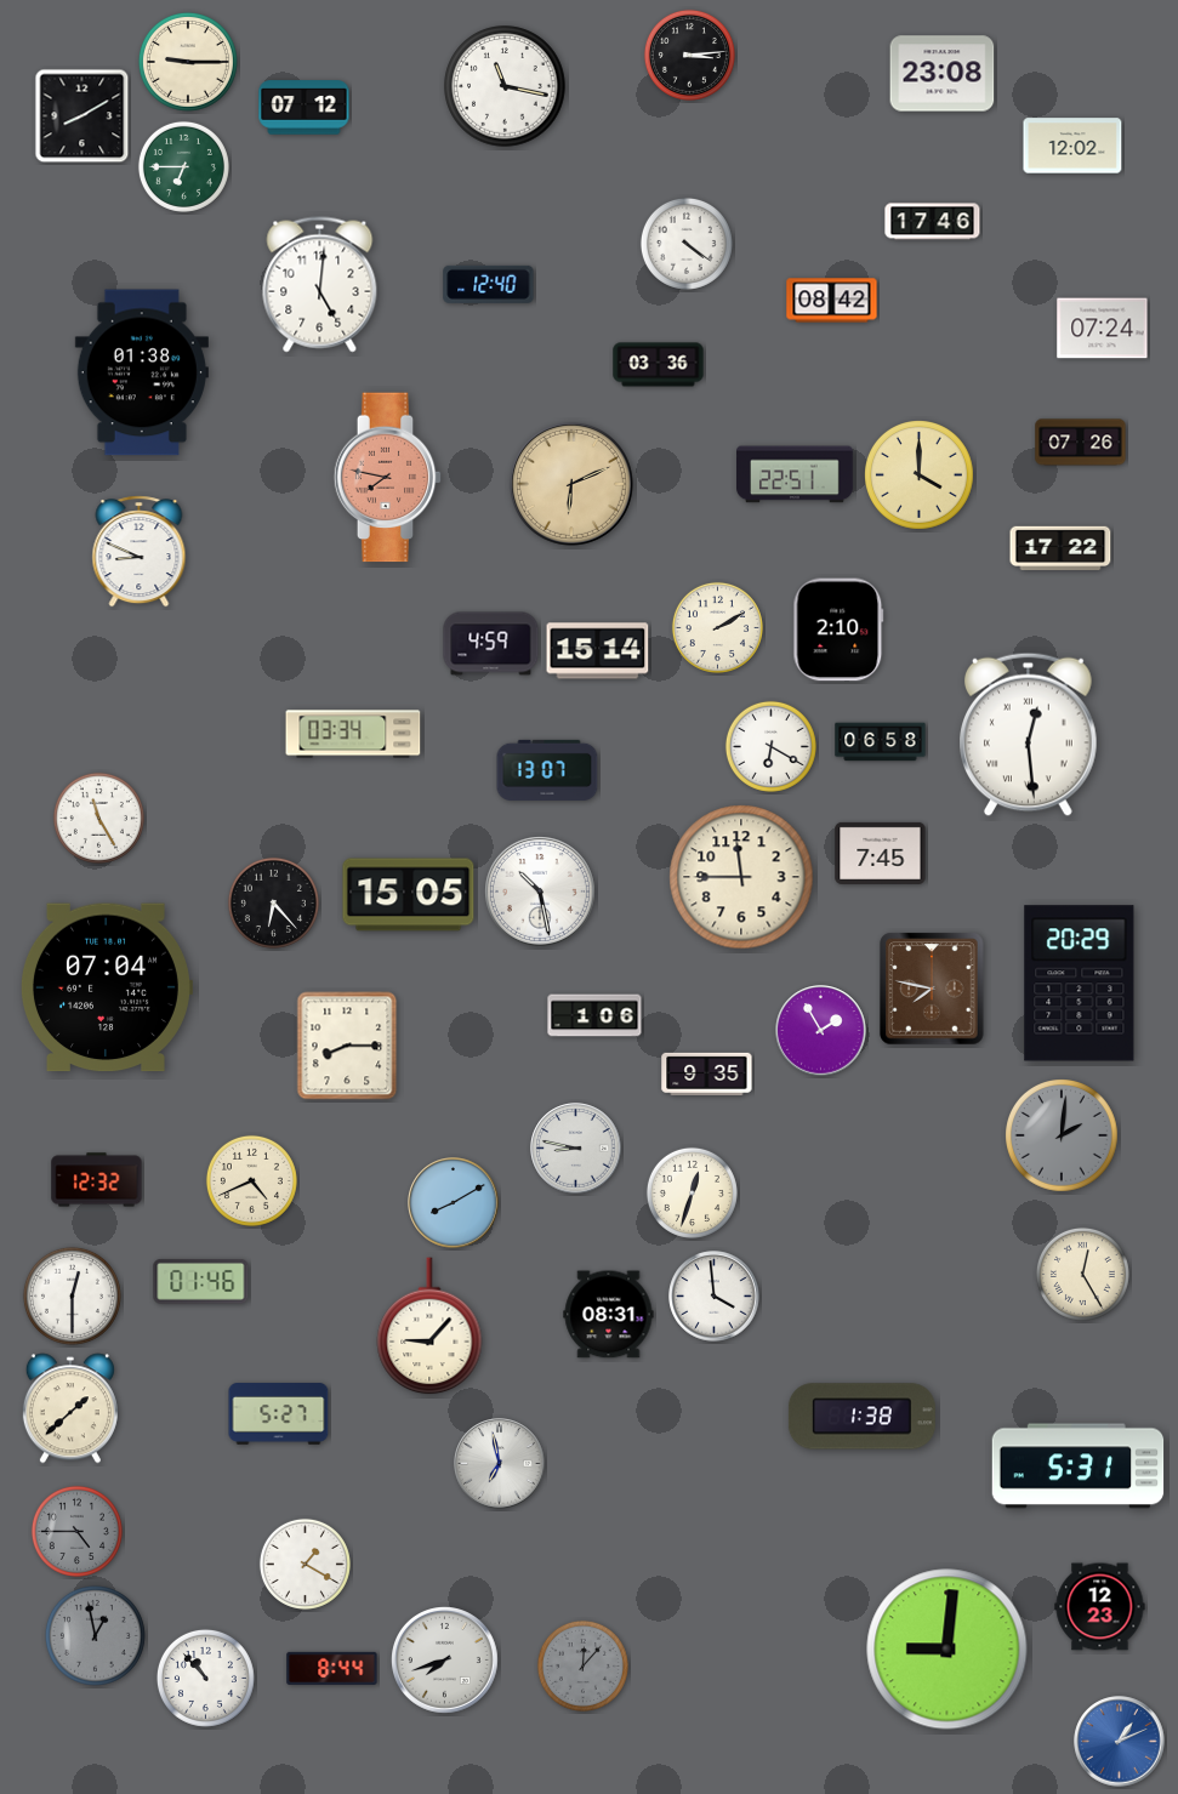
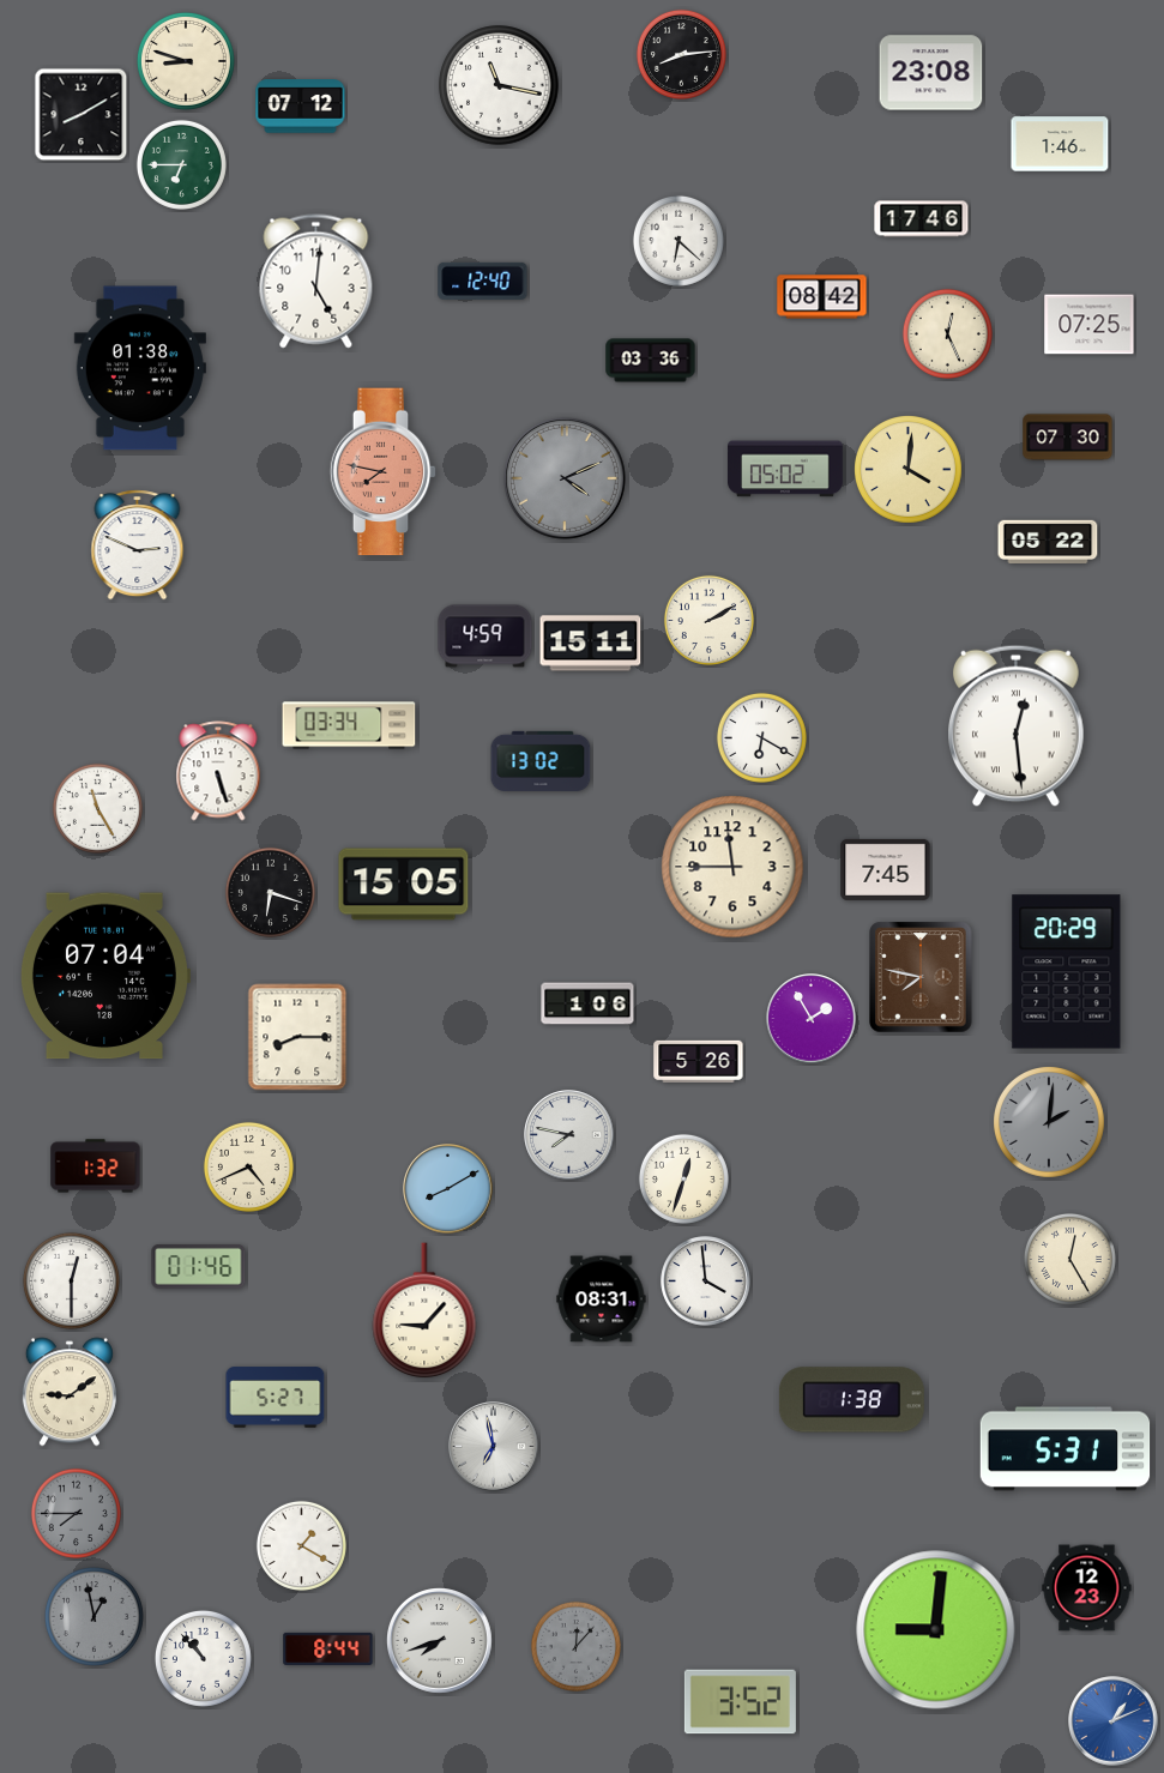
clock at (689, 55): 3:14 -> 8:14
clock at (188, 62): 9:15 -> 8:48
clock at (1072, 146): 12:02 -> 1:46
clock at (687, 244): 4:21 -> 6:22
clock at (1103, 329): 07:24 -> 07:25
clock at (947, 333): none -> 12:26
clock at (1081, 443): 07:26 -> 07:30
clock at (796, 474): 22:51 -> 05:02
clock at (920, 475): 4:00 -> 4:01
clock at (571, 484): 6:11 -> 4:11
clock at (571, 484) dial: champagne -> grey
clock at (1060, 548): 17:22 -> 05:22
clock at (140, 552): 8:49 -> 2:49
clock at (838, 630): 2:10 -> none
clock at (598, 651): 15:14 -> 15:11
clock at (881, 742): 06:58 -> none
clock at (547, 770): 13:07 -> 13:02
clock at (218, 771): none -> 5:27
clock at (881, 853) position: (881, 853) -> (886, 869)
clock at (541, 893): 10:28 -> none
clock at (273, 902): 6:23 -> 6:18
clock at (347, 1046) position: (347, 1046) -> (297, 1037)
clock at (707, 1073): 9:35 -> 5:26
clock at (576, 1149): 8:47 -> 7:47
clock at (97, 1180): 12:32 -> 1:32
clock at (70, 1408): 1:38 -> 9:09
clock at (76, 1531): 4:45 -> 7:45
clock at (740, 1702): none -> 3:52
clock at (1120, 1742) position: (1120, 1742) -> (1114, 1721)
